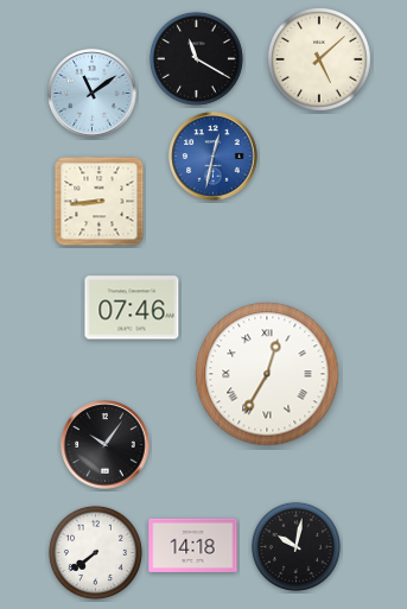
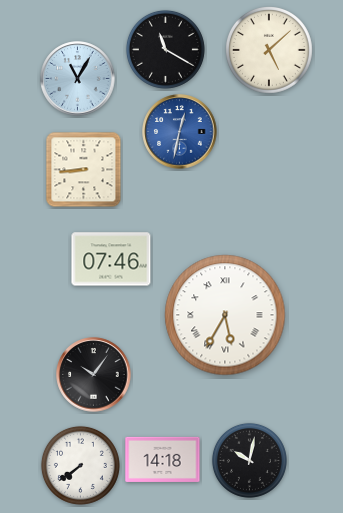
clock at (93, 94): 11:09 -> 11:05
clock at (267, 374): 12:35 -> 5:35
clock at (106, 445) position: (106, 445) -> (94, 375)
